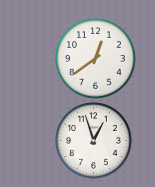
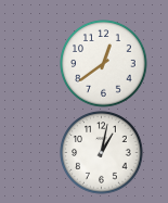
clock at (94, 141): 12:57 -> 1:02
